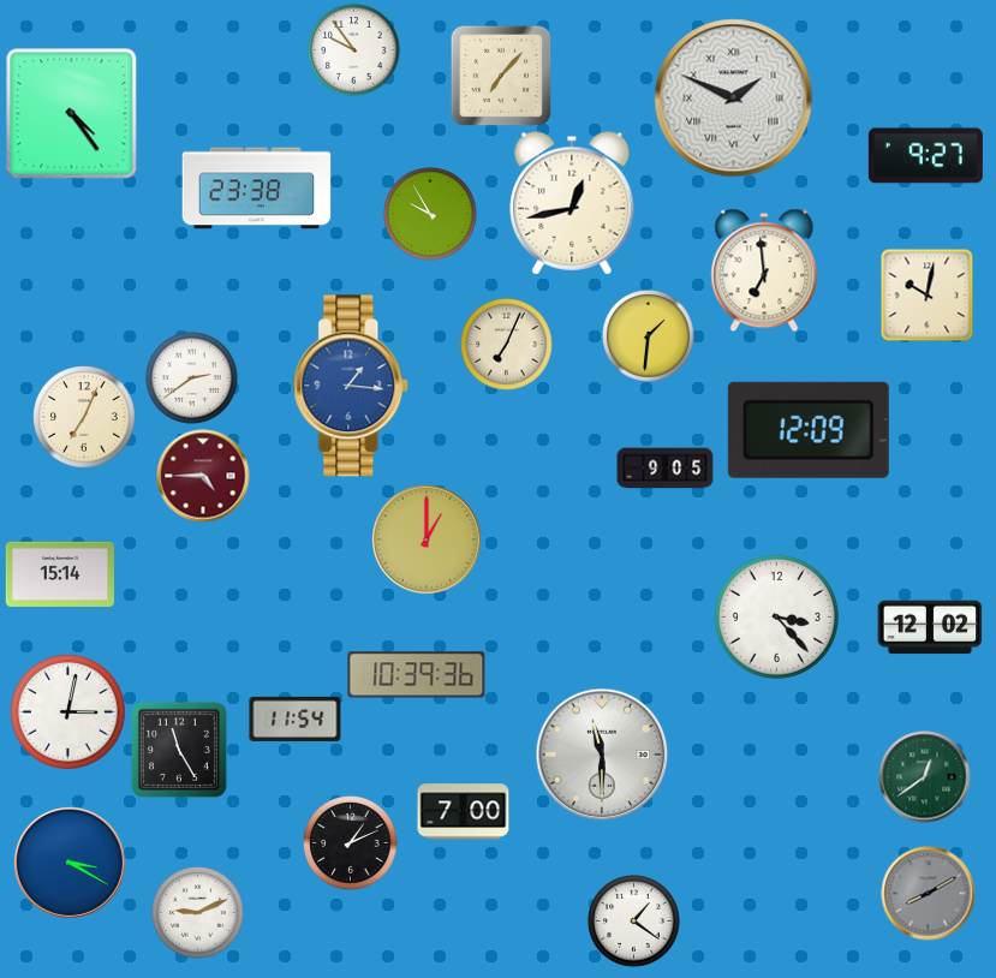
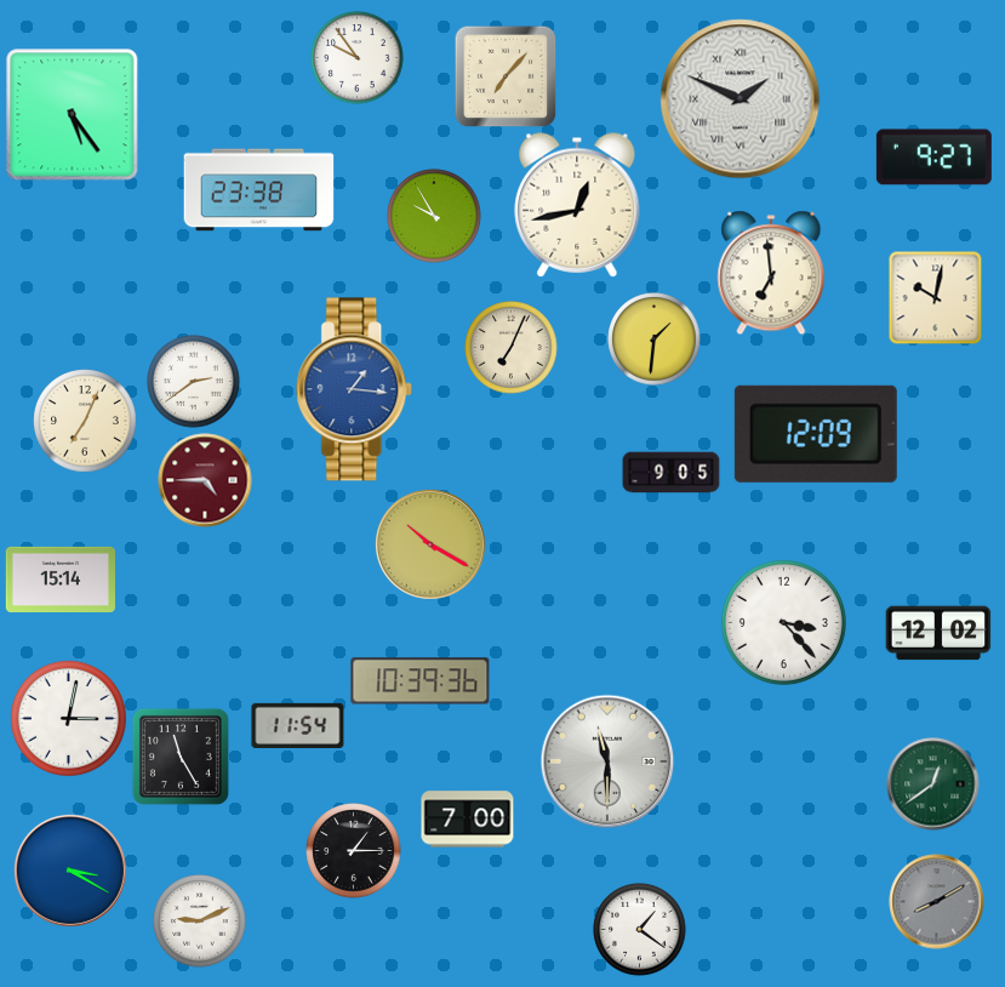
clock at (354, 50) position: (354, 50) -> (358, 58)
clock at (72, 114): 4:24 -> 5:24
clock at (427, 539): 1:00 -> 10:20
clock at (351, 843): 1:11 -> 1:15
